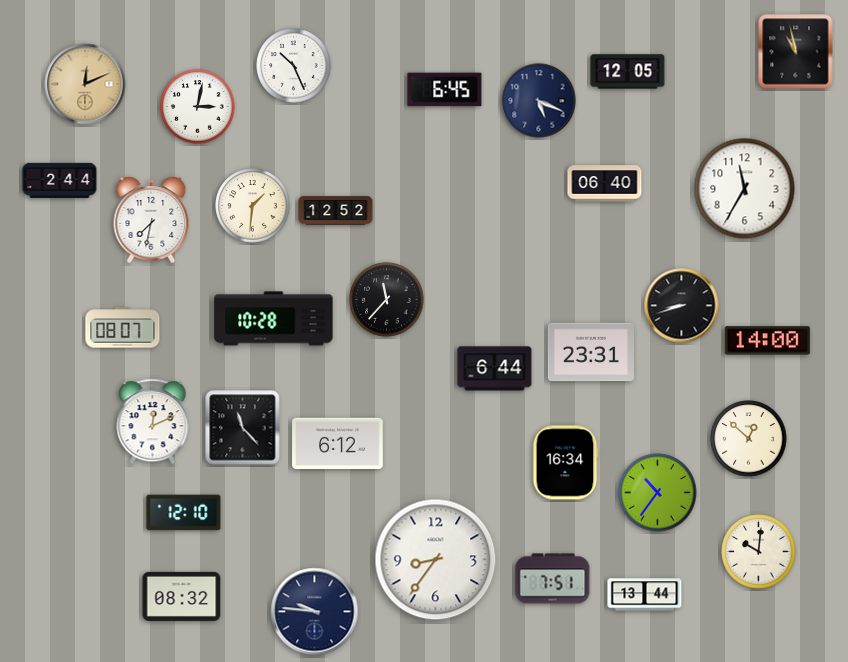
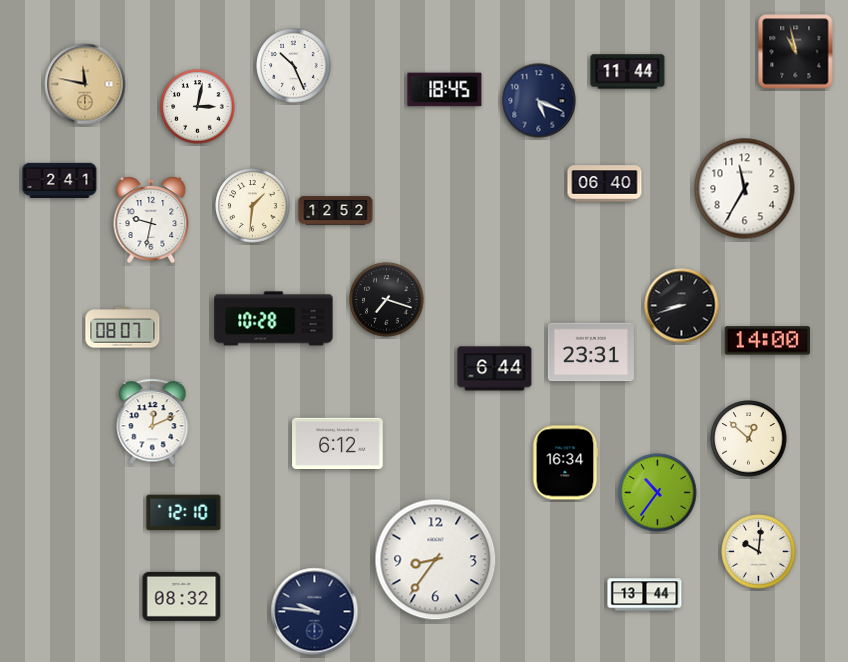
clock at (628, 72): 12:05 -> 11:44
clock at (85, 84): 12:11 -> 11:47
clock at (445, 90): 6:45 -> 18:45
clock at (60, 180): 2:44 -> 2:41
clock at (151, 220): 7:32 -> 9:32
clock at (387, 300): 11:37 -> 7:18
clock at (243, 428): 11:23 -> none
clock at (553, 579): 7:51 -> none
